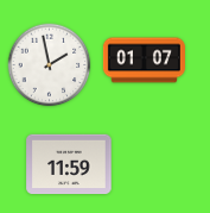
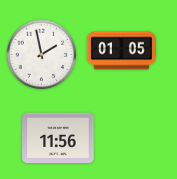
clock at (144, 61): 01:07 -> 01:05
clock at (69, 164): 11:59 -> 11:56
